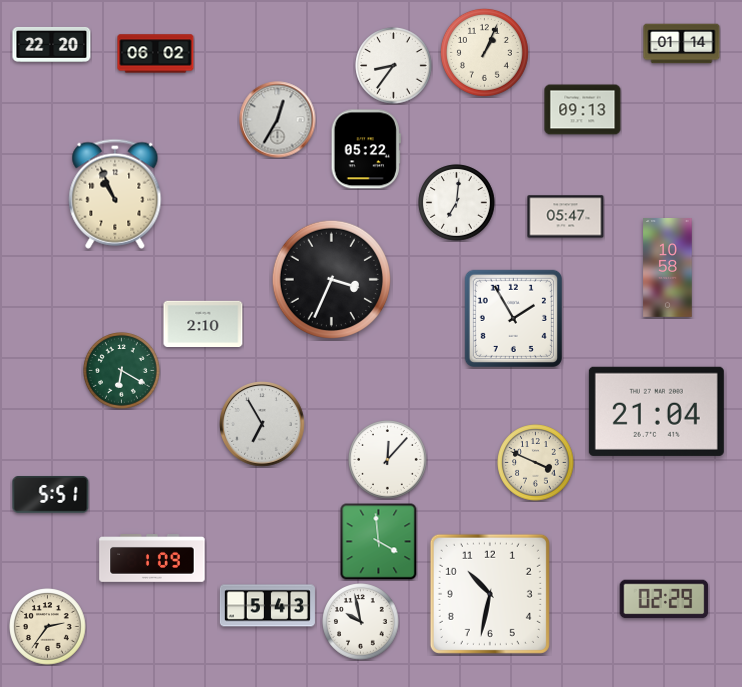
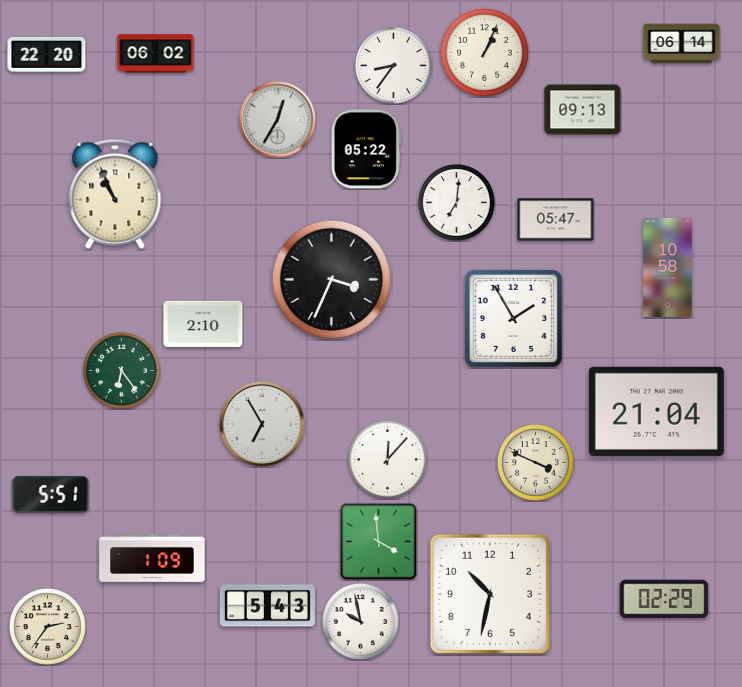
clock at (52, 44) position: (52, 44) -> (47, 54)
clock at (682, 44): 01:14 -> 06:14
clock at (566, 217) position: (566, 217) -> (556, 220)
clock at (122, 371): 6:20 -> 6:24
